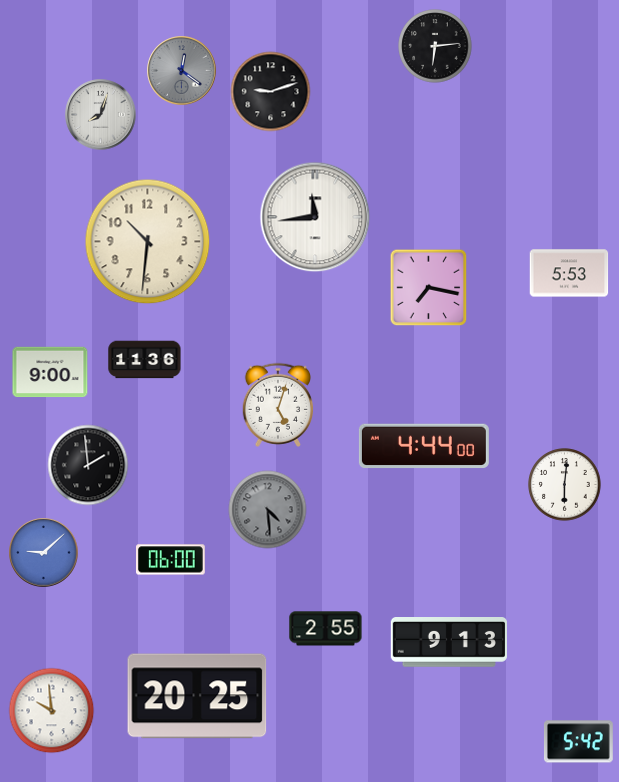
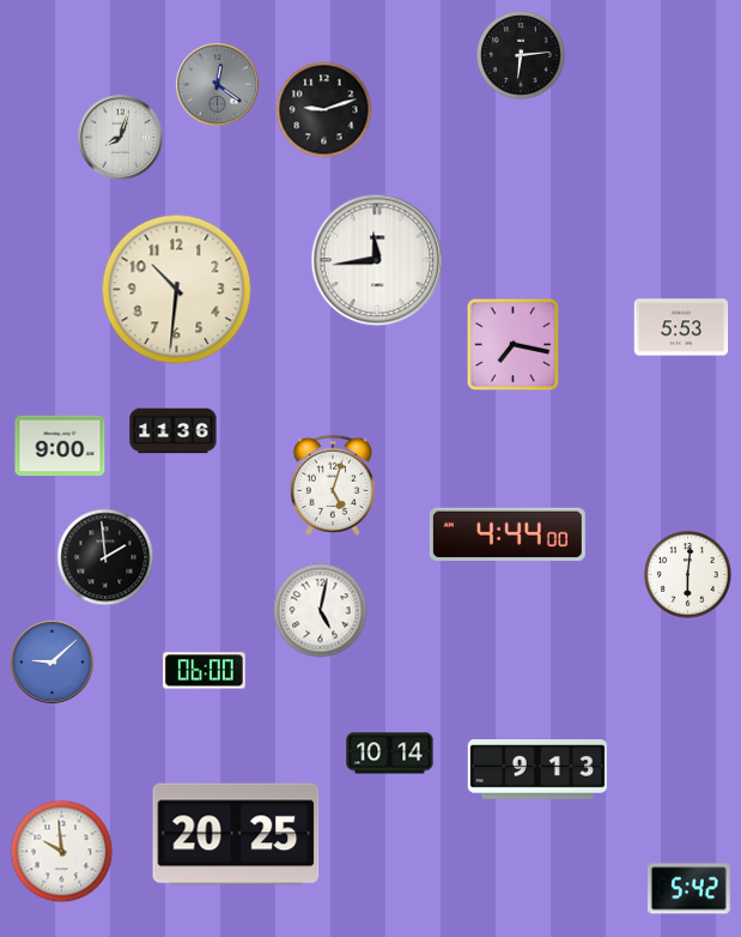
clock at (565, 485) position: (565, 485) -> (688, 575)
clock at (268, 510): 4:29 -> 5:02
clock at (268, 510) dial: grey -> white
clock at (326, 629): 2:55 -> 10:14
clock at (578, 742) position: (578, 742) -> (688, 889)
